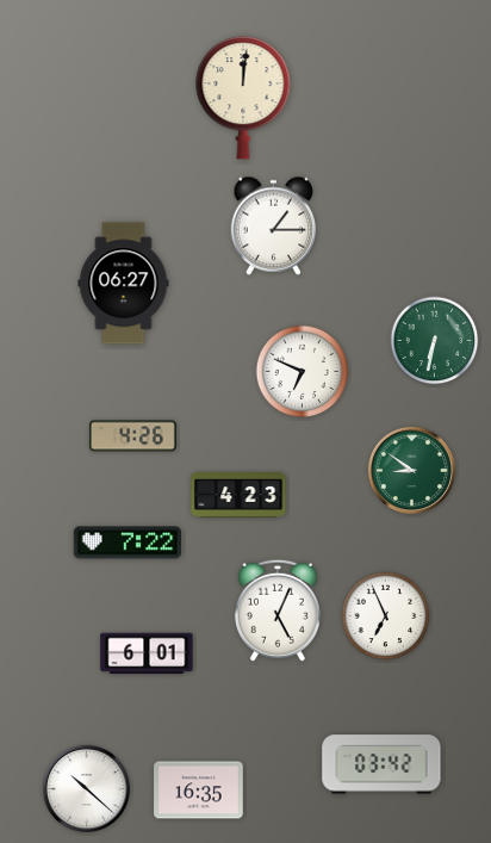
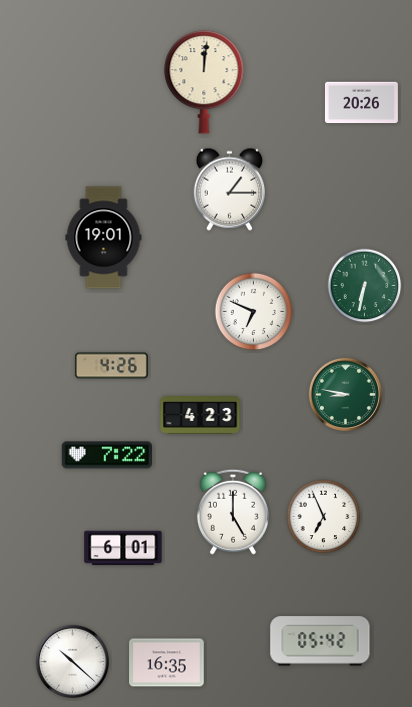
clock at (361, 103): none -> 20:26
clock at (124, 284): 06:27 -> 19:01
clock at (411, 470): 8:51 -> 8:47
clock at (278, 610): 5:04 -> 5:00
clock at (381, 764): 03:42 -> 05:42
